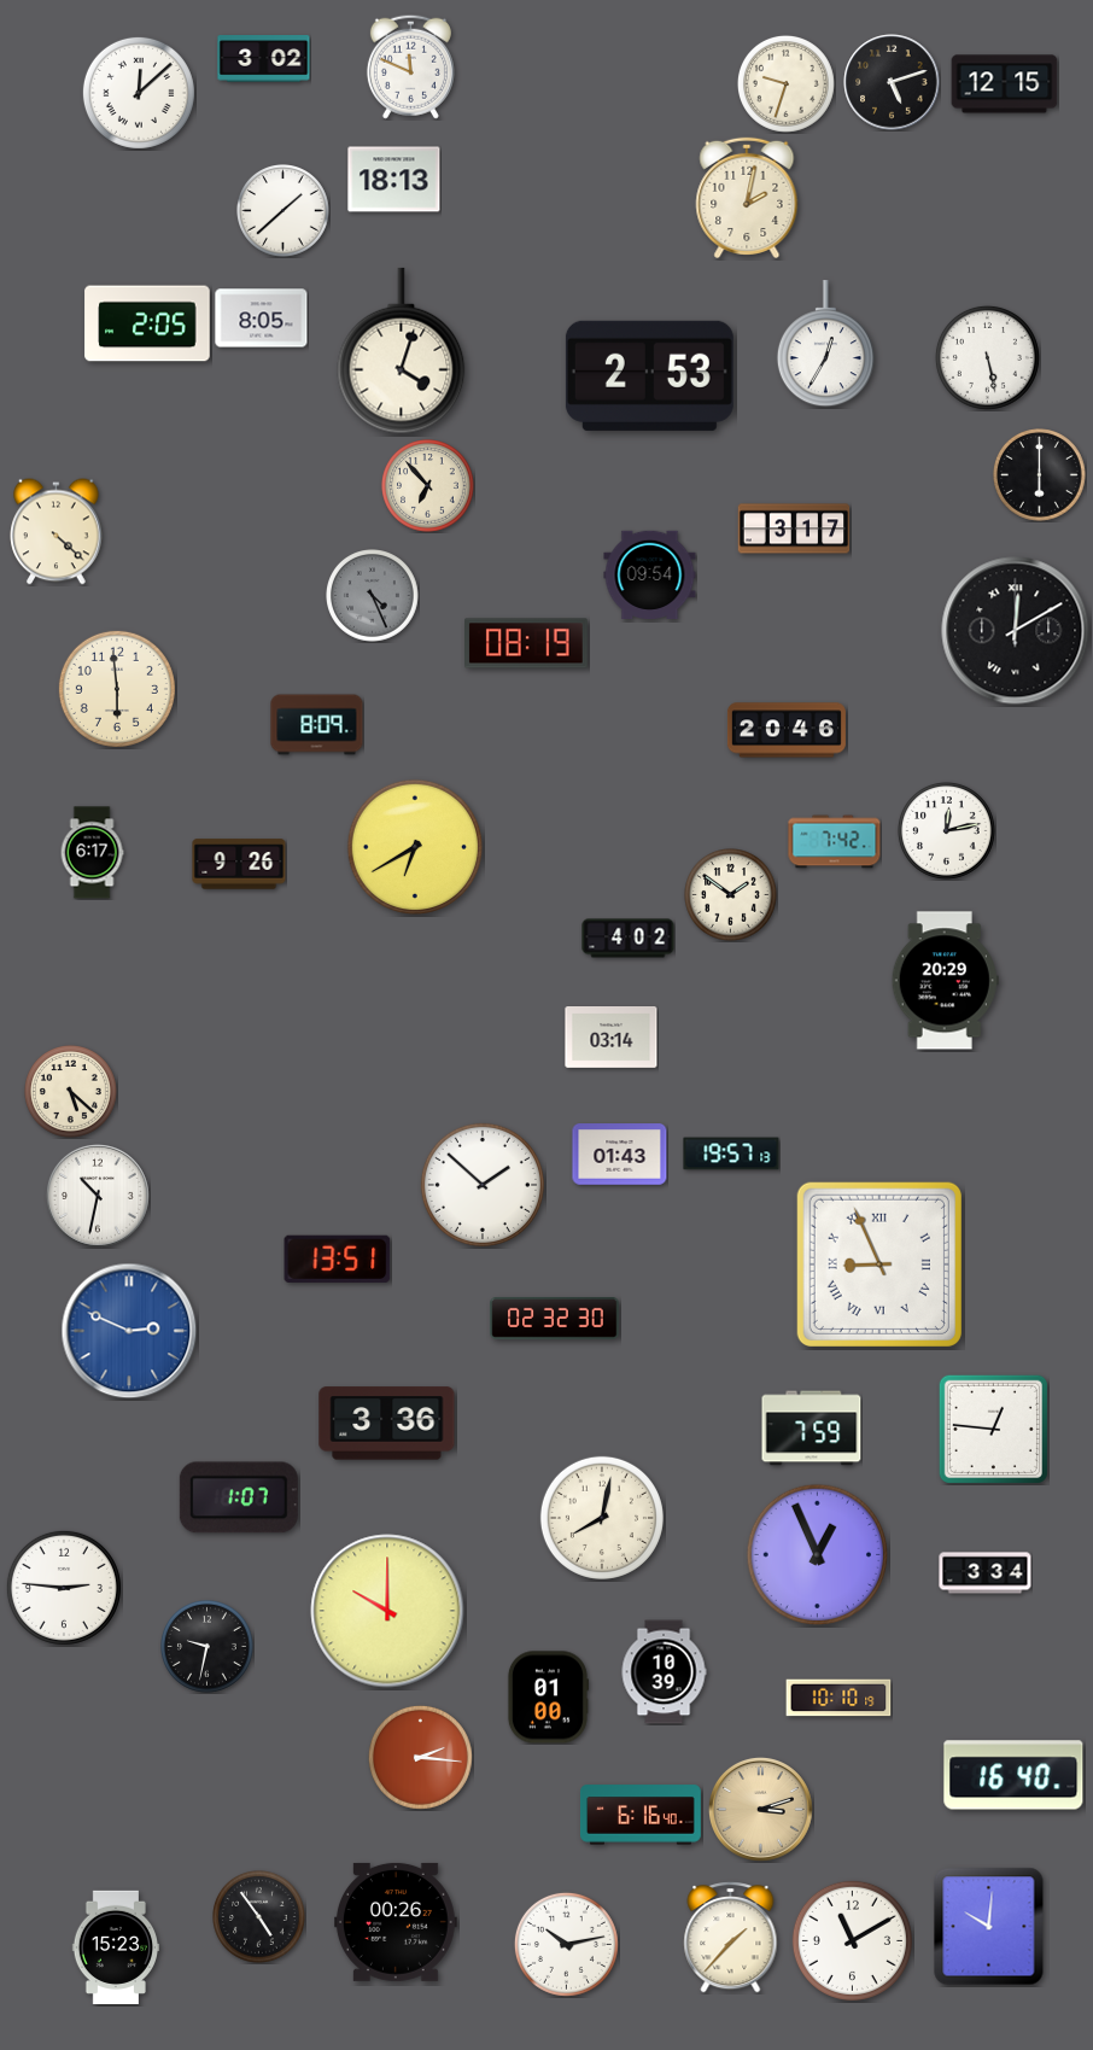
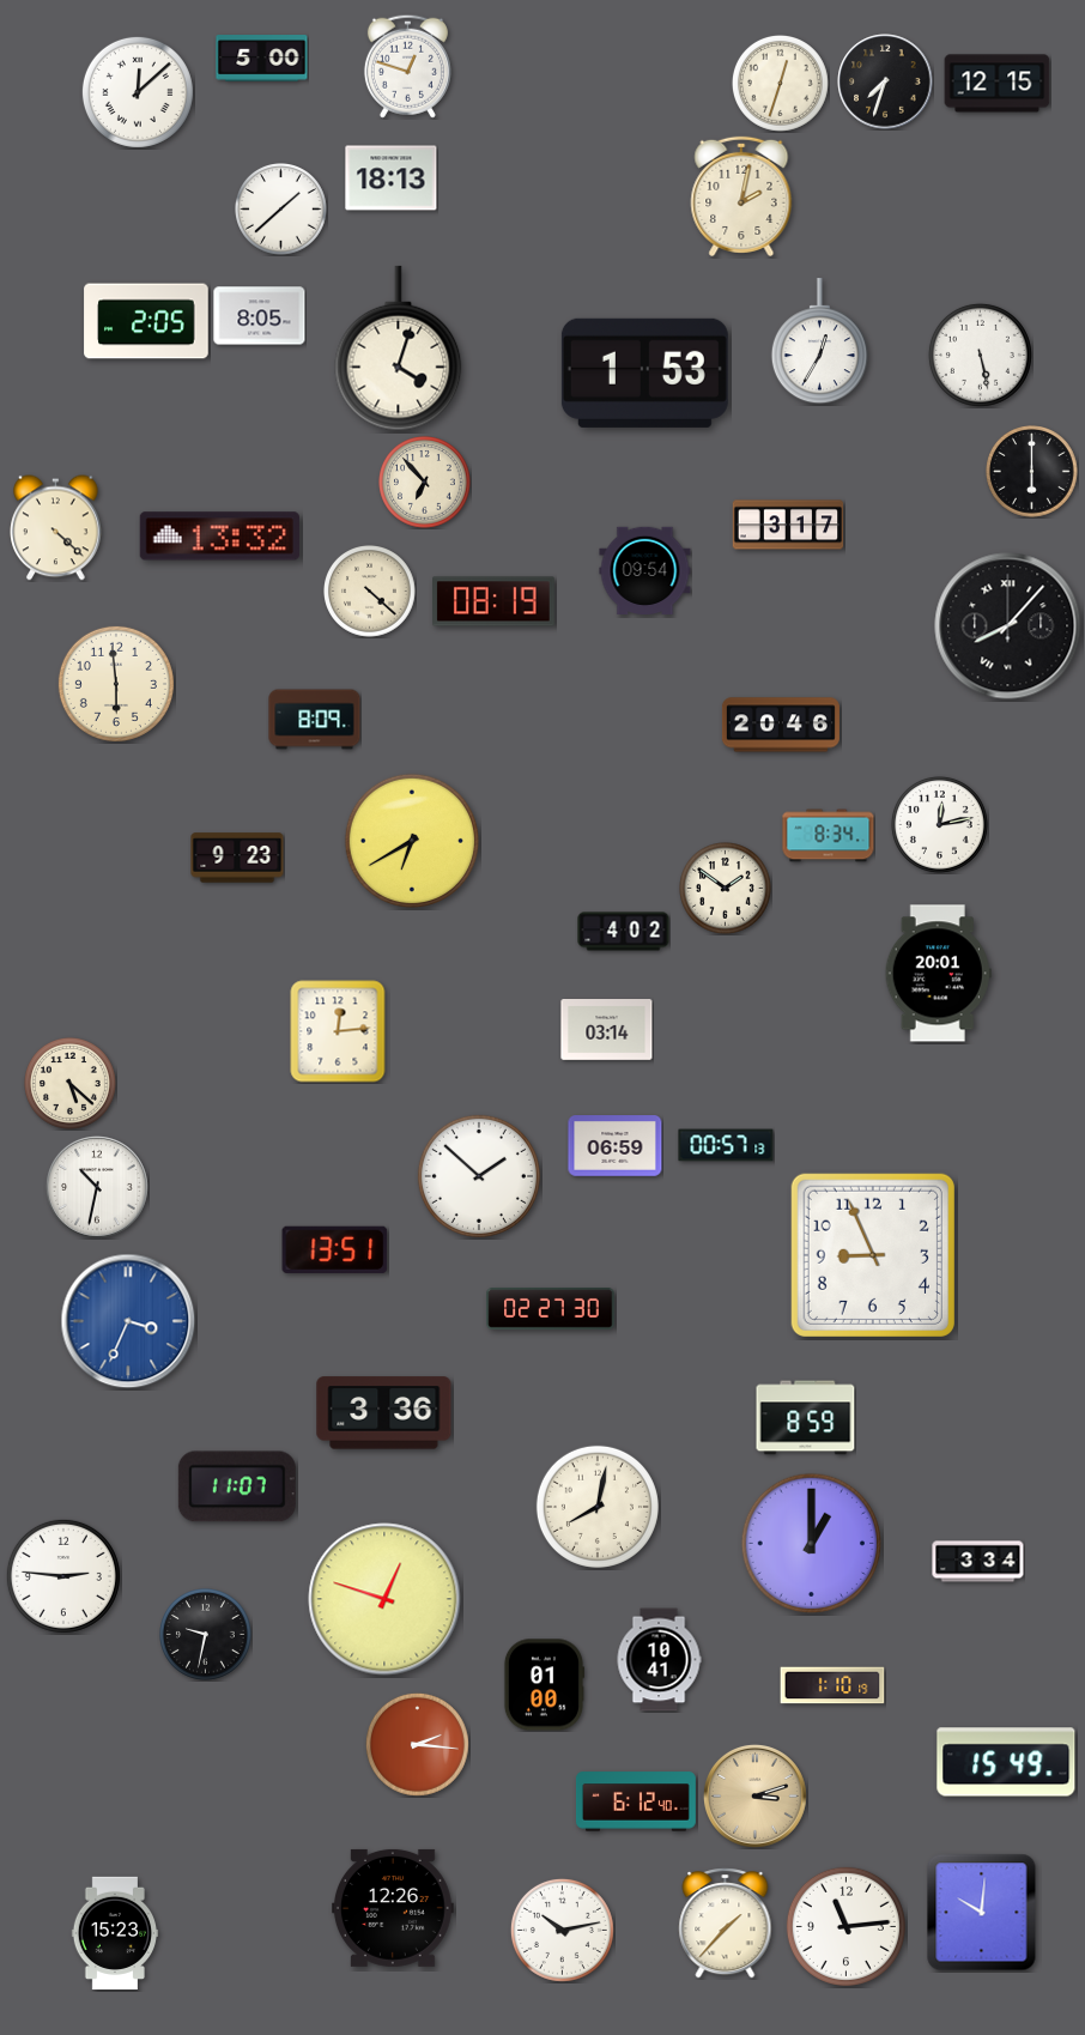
clock at (264, 59): 3:02 -> 5:00
clock at (410, 66): 11:49 -> 12:48
clock at (892, 82): 5:12 -> 7:33
clock at (785, 83): 9:33 -> 12:33
clock at (649, 375): 2:53 -> 1:53
clock at (219, 537): none -> 13:32
clock at (373, 596): 4:26 -> 4:22
clock at (373, 596) dial: grey -> cream
clock at (1016, 631): 12:10 -> 8:07
clock at (527, 643) position: (527, 643) -> (495, 601)
clock at (835, 842): 7:42 -> 8:34
clock at (92, 853): 6:17 -> none
clock at (239, 864): 9:26 -> 9:23
clock at (945, 981): 20:29 -> 20:01
clock at (338, 1031): none -> 12:14
clock at (731, 1154): 19:57 -> 00:57
clock at (620, 1155): 01:43 -> 06:59
clock at (879, 1265) numerals: Roman -> Arabic
clock at (555, 1319): 02:32 -> 02:27
clock at (129, 1331): 2:49 -> 3:34
clock at (812, 1429): 7:59 -> 8:59
clock at (993, 1429): 12:46 -> none
clock at (239, 1497): 1:07 -> 11:07
clock at (817, 1554): 12:56 -> 1:00
clock at (387, 1611): 10:00 -> 12:48
clock at (664, 1672): 10:39 -> 10:41
clock at (838, 1698): 10:10 -> 1:10
clock at (1013, 1775): 16:40 -> 15:49
clock at (641, 1815): 6:16 -> 6:12
clock at (259, 1917): 4:54 -> none
clock at (397, 1922): 00:26 -> 12:26
clock at (852, 1940): 11:10 -> 11:14
